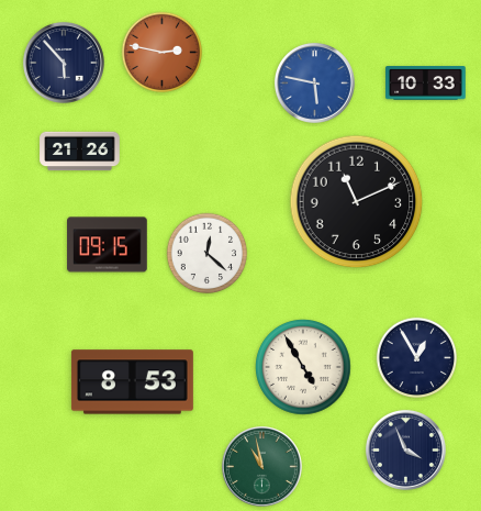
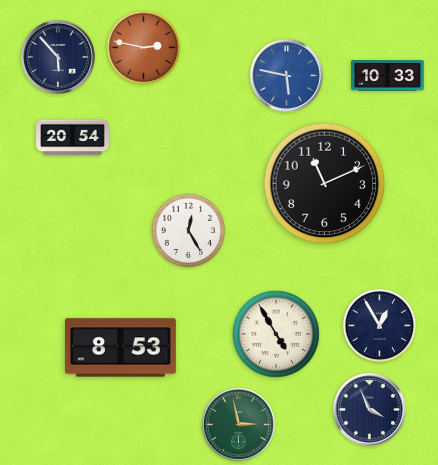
clock at (163, 53) position: (163, 53) -> (144, 48)
clock at (80, 152): 21:26 -> 20:54
clock at (108, 245): 09:15 -> none
clock at (208, 254): 12:22 -> 12:25
clock at (261, 466): 10:58 -> 2:58
